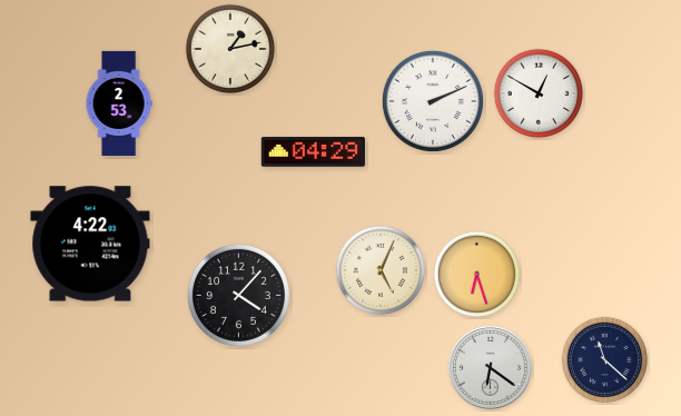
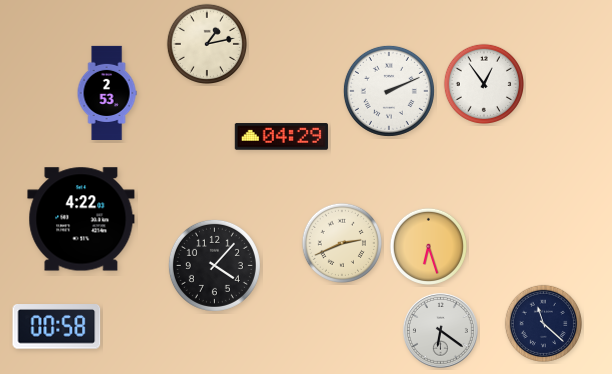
clock at (537, 92): 12:50 -> 12:54
clock at (379, 269): 5:04 -> 2:41
clock at (57, 327): none -> 00:58
